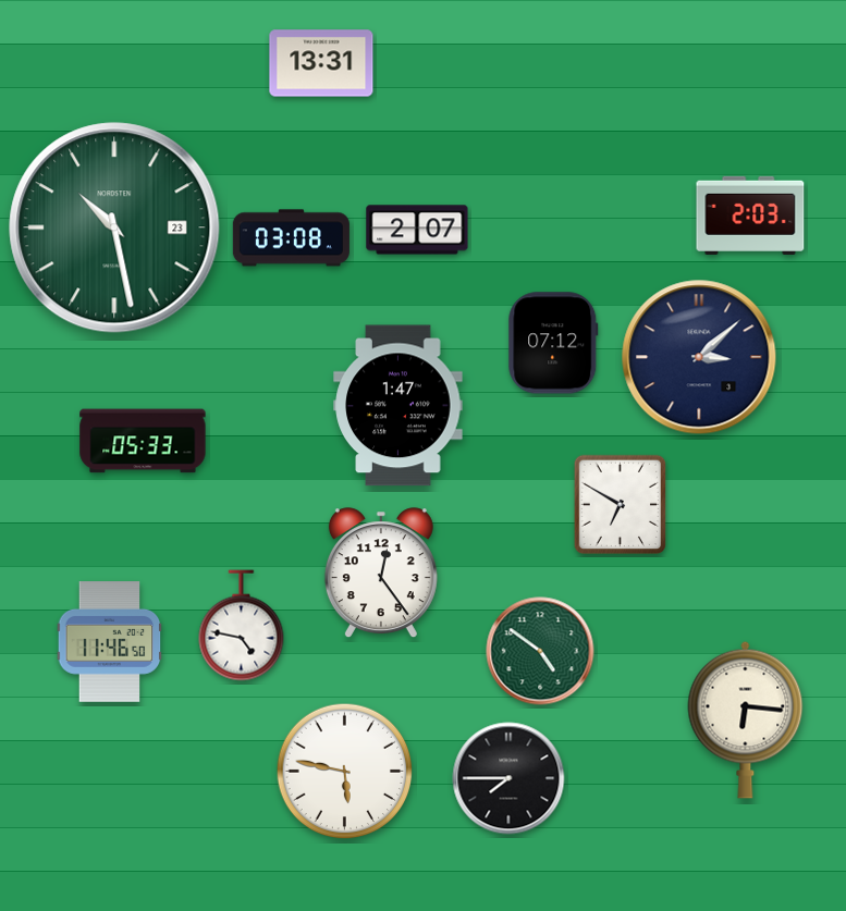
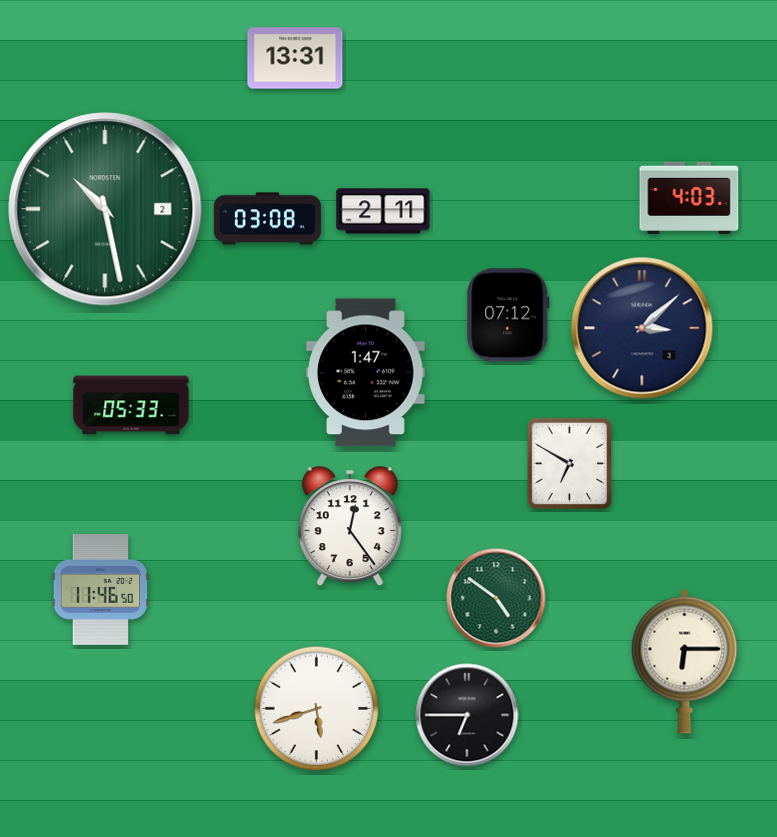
clock at (750, 216): 2:03 -> 4:03
clock at (114, 227) date: 23 -> 2
clock at (417, 230): 2:07 -> 2:11
clock at (242, 626): 4:47 -> none
clock at (746, 719): 6:16 -> 6:15
clock at (345, 772): 5:47 -> 5:42
clock at (508, 778): 7:45 -> 6:45
